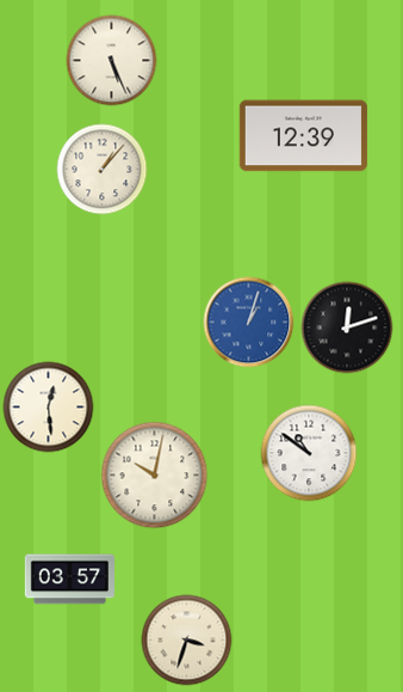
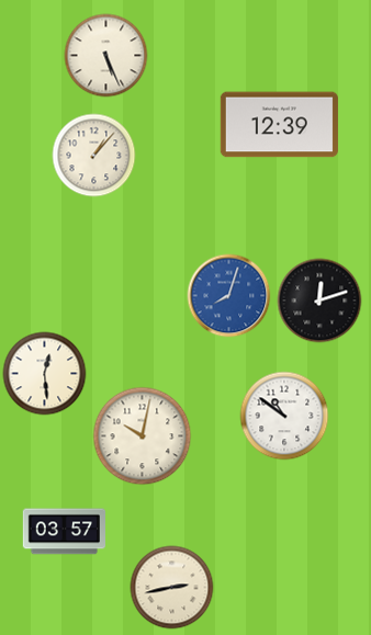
clock at (112, 61) position: (112, 61) -> (106, 56)
clock at (249, 323): 1:03 -> 8:03
clock at (187, 641): 3:33 -> 2:43
